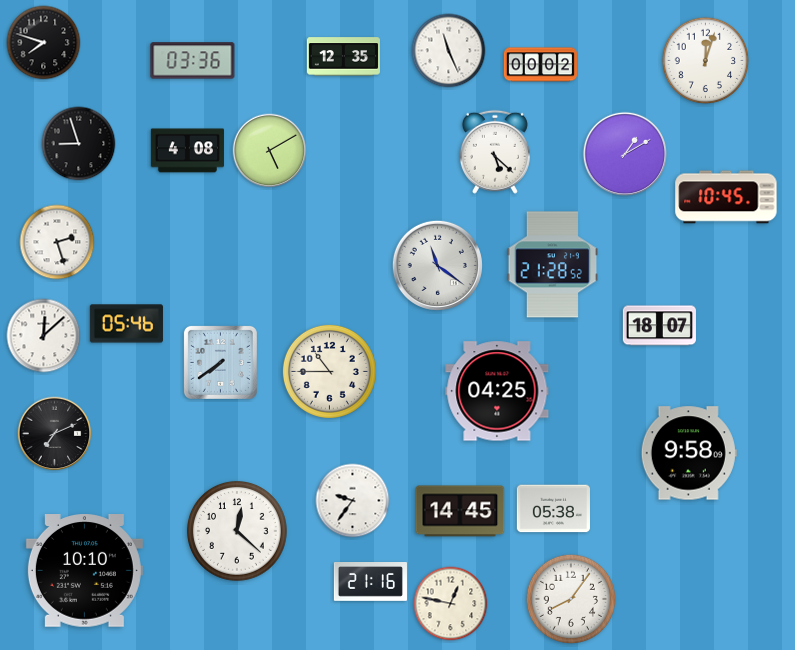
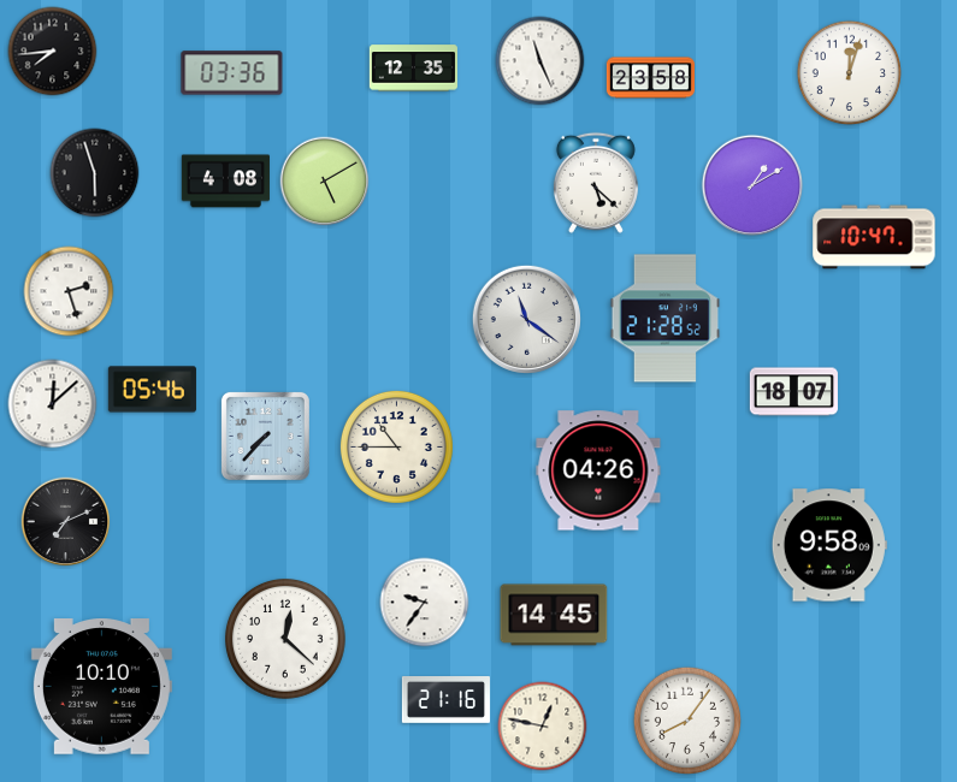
clock at (44, 43): 7:48 -> 7:44
clock at (540, 65): 00:02 -> 23:58
clock at (79, 144): 8:57 -> 5:57
clock at (726, 197): 10:45 -> 10:47
clock at (220, 362): 7:39 -> 7:37
clock at (497, 391): 04:25 -> 04:26
clock at (553, 509): 05:38 -> none
